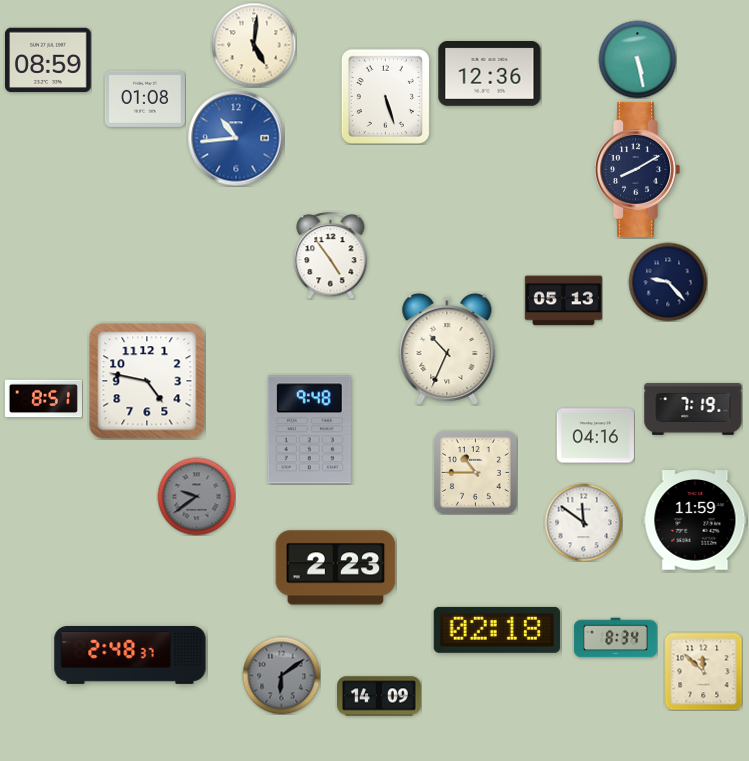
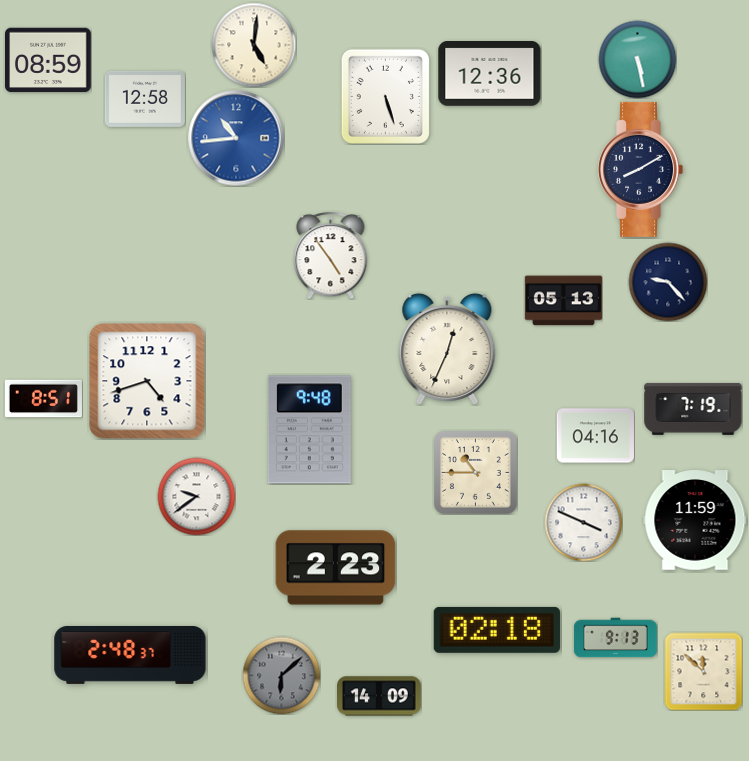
clock at (145, 99): 01:08 -> 12:58
clock at (637, 169) position: (637, 169) -> (640, 169)
clock at (447, 349): 10:34 -> 12:34
clock at (147, 381): 4:47 -> 4:42
clock at (196, 496) dial: grey -> white
clock at (583, 522): 11:51 -> 3:49
clock at (615, 638): 8:34 -> 9:13
clock at (281, 675): 6:09 -> 6:08
